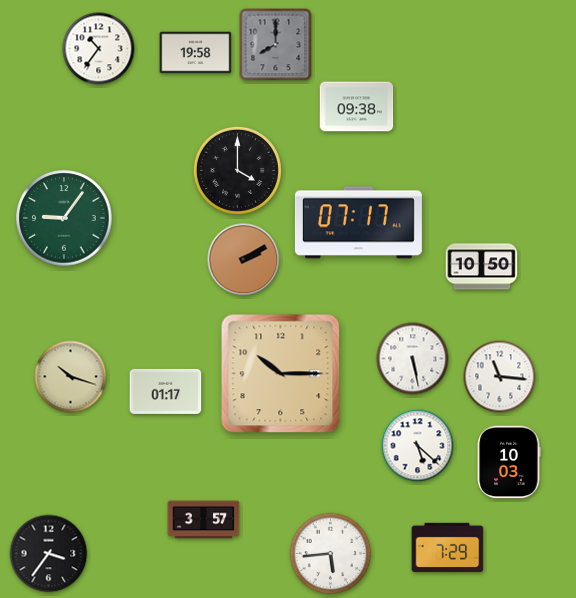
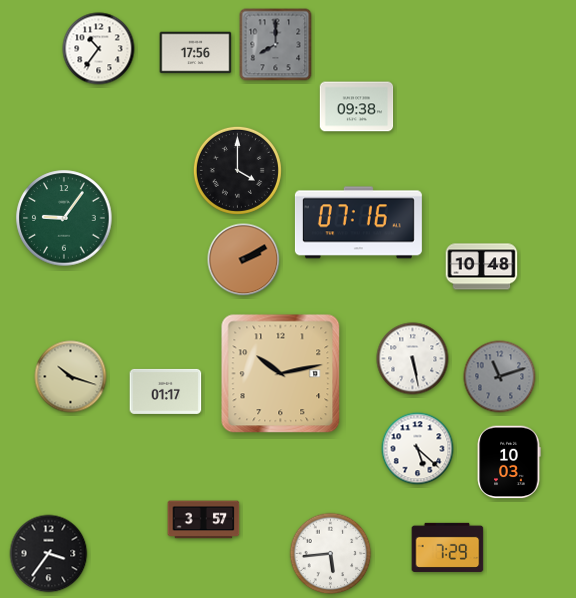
clock at (196, 53): 19:58 -> 17:56
clock at (358, 223): 07:17 -> 07:16
clock at (482, 267): 10:50 -> 10:48
clock at (281, 374): 10:15 -> 10:13
clock at (500, 377): 11:16 -> 11:12
clock at (500, 377) dial: white -> grey
clock at (418, 446) position: (418, 446) -> (418, 449)
